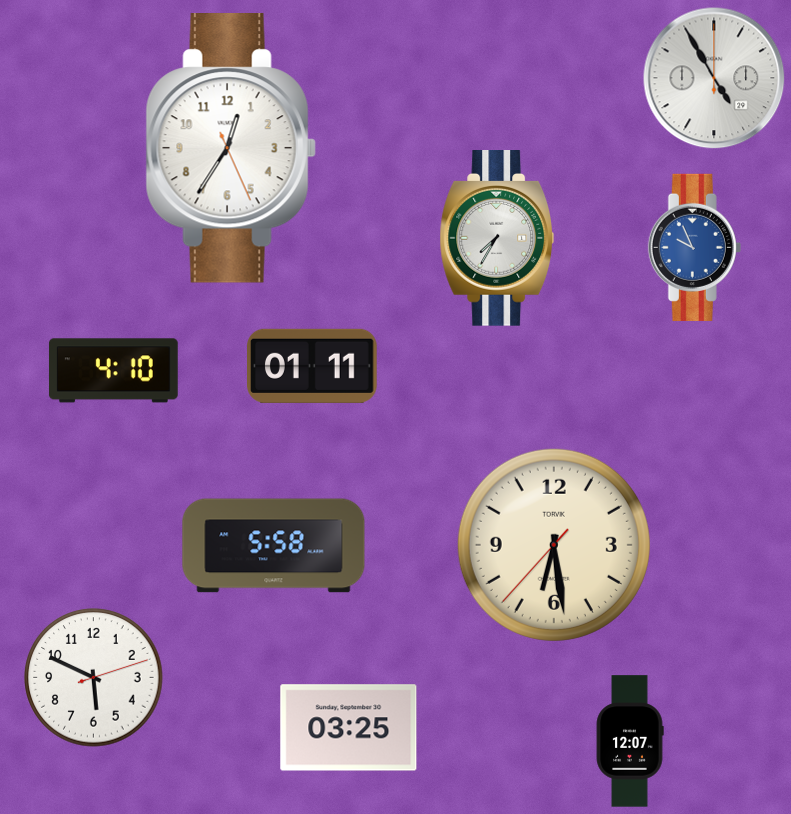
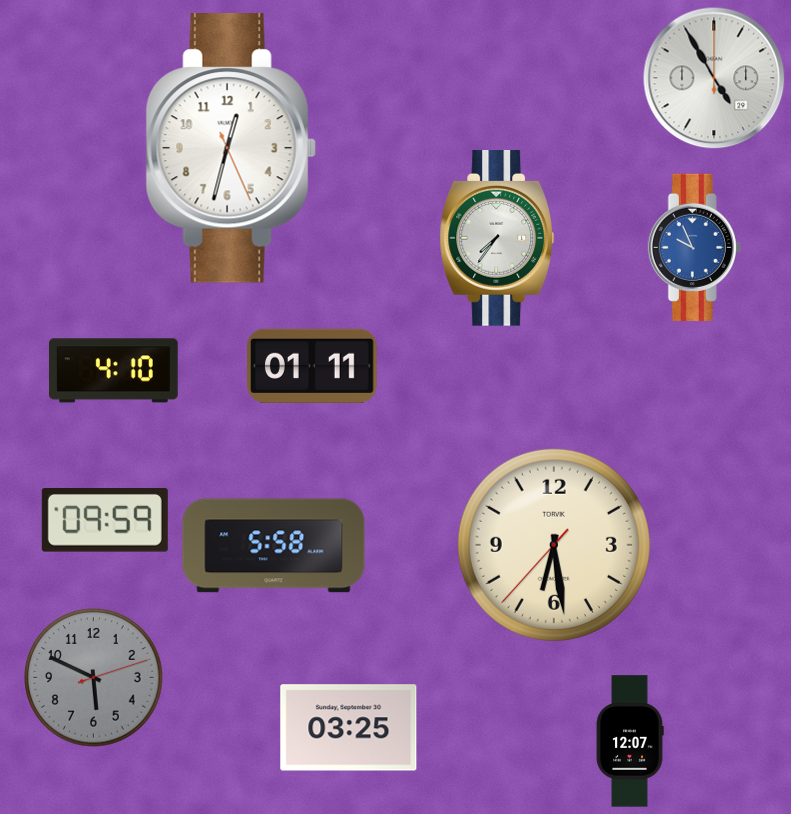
clock at (231, 149): 12:35 -> 12:32
clock at (497, 239): 7:35 -> 7:36
clock at (105, 521): none -> 09:59
clock at (94, 678) dial: white -> grey
